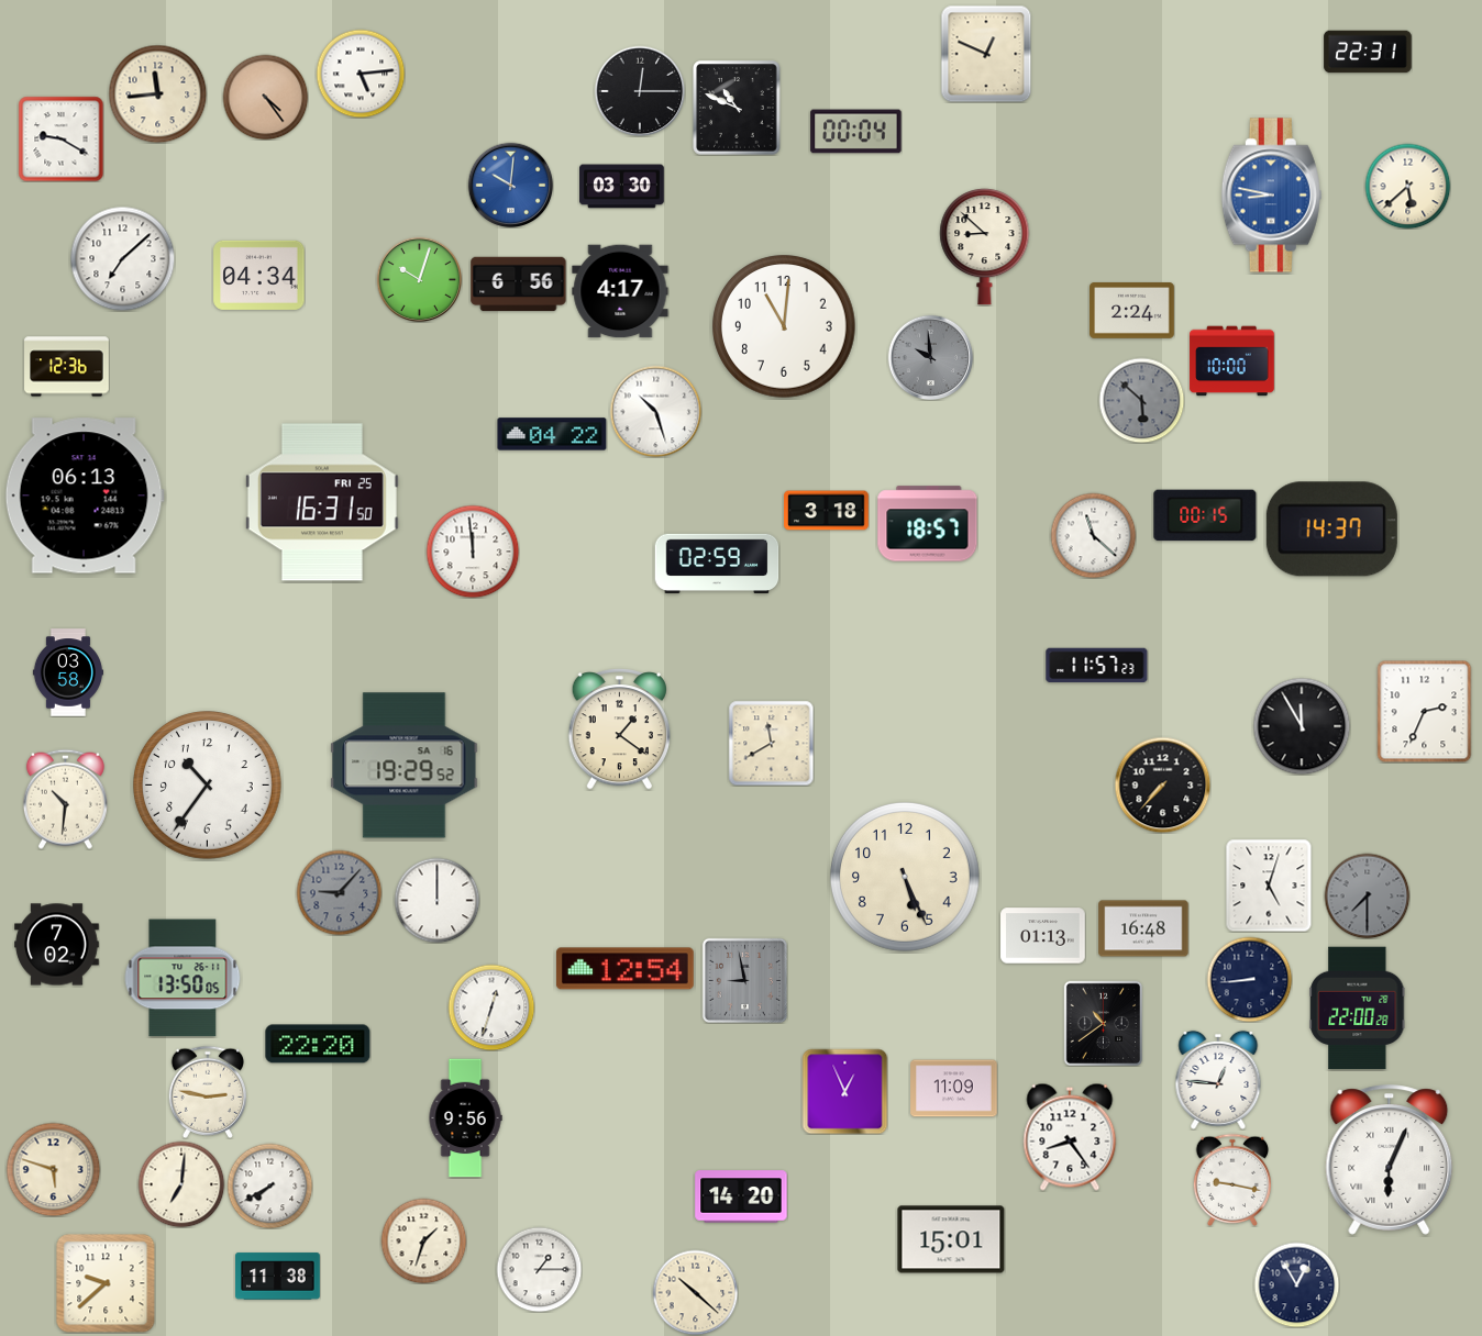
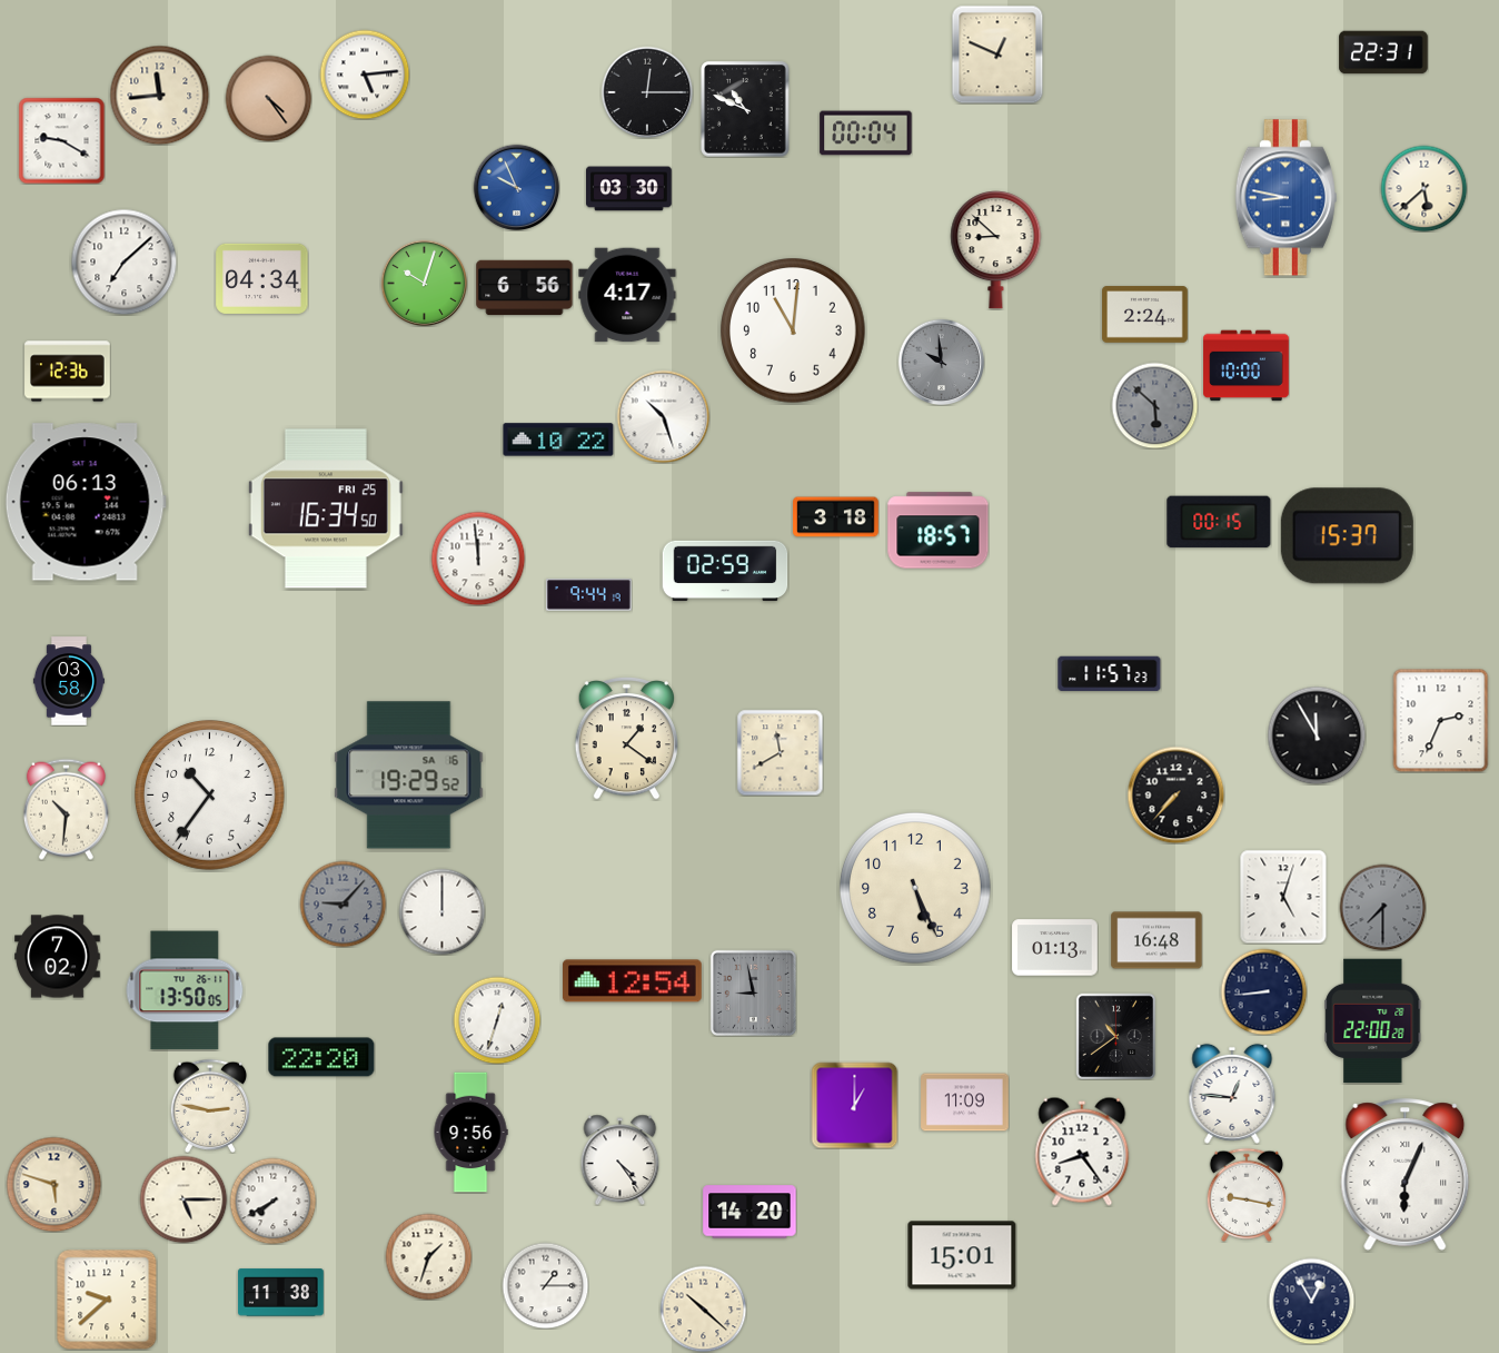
clock at (510, 185): 10:01 -> 9:56
clock at (552, 434): 04:22 -> 10:22
clock at (322, 502): 16:31 -> 16:34
clock at (1331, 530): 14:37 -> 15:37
clock at (1093, 535): 11:22 -> none
clock at (589, 595): none -> 9:44
clock at (844, 1091): 12:56 -> 1:00
clock at (621, 1159): none -> 4:24
clock at (181, 1184): 7:01 -> 5:15
